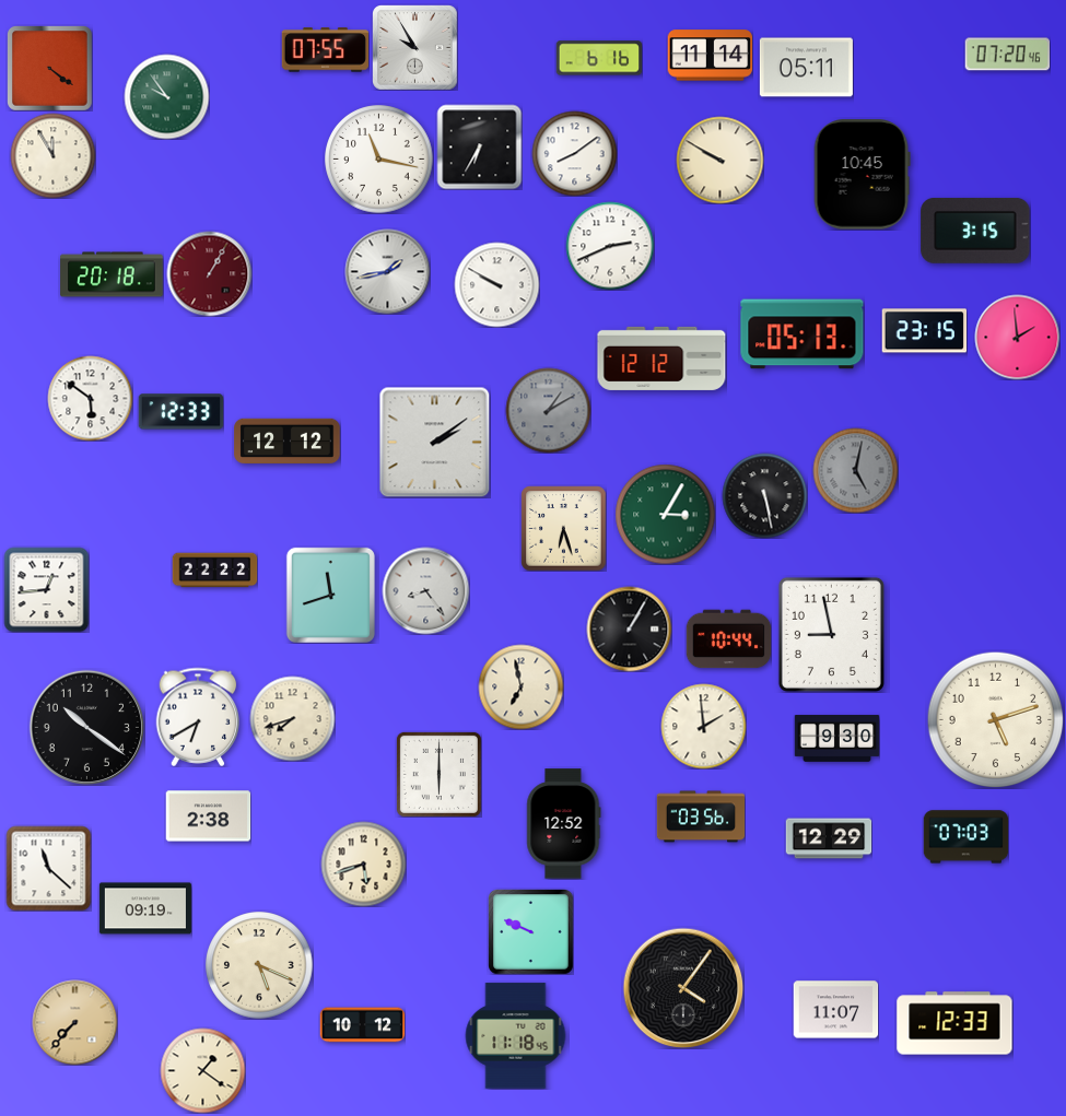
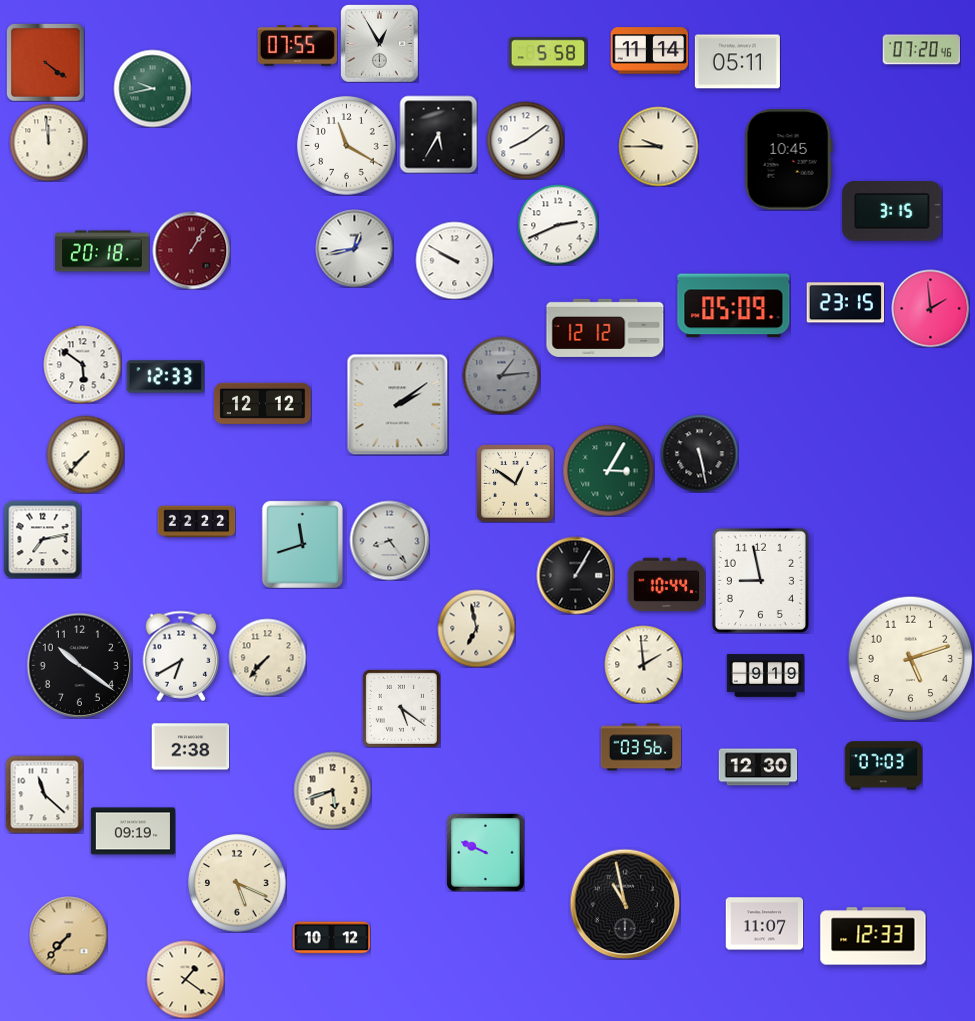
clock at (415, 48): 9:55 -> 12:55
clock at (599, 58): 6:16 -> 5:58
clock at (166, 96): 9:54 -> 9:43
clock at (479, 146): 6:35 -> 5:35
clock at (52, 155): 11:55 -> 11:59
clock at (379, 160): 11:17 -> 11:20
clock at (719, 160): 9:50 -> 9:45
clock at (387, 271): 1:43 -> 12:43
clock at (803, 334): 05:13 -> 05:09
clock at (548, 410): 1:10 -> 1:14
clock at (855, 470): 5:02 -> none
clock at (85, 454): none -> 7:37
clock at (563, 528): 6:27 -> 12:51
clock at (46, 589): 12:44 -> 7:13
clock at (292, 718): 7:42 -> 7:37
clock at (836, 739): 9:30 -> 9:19
clock at (438, 774): 6:00 -> 5:21
clock at (564, 824): 12:52 -> none
clock at (829, 838): 12:29 -> 12:30
clock at (683, 988): 4:06 -> 10:58
clock at (516, 1036): 11:18 -> none
